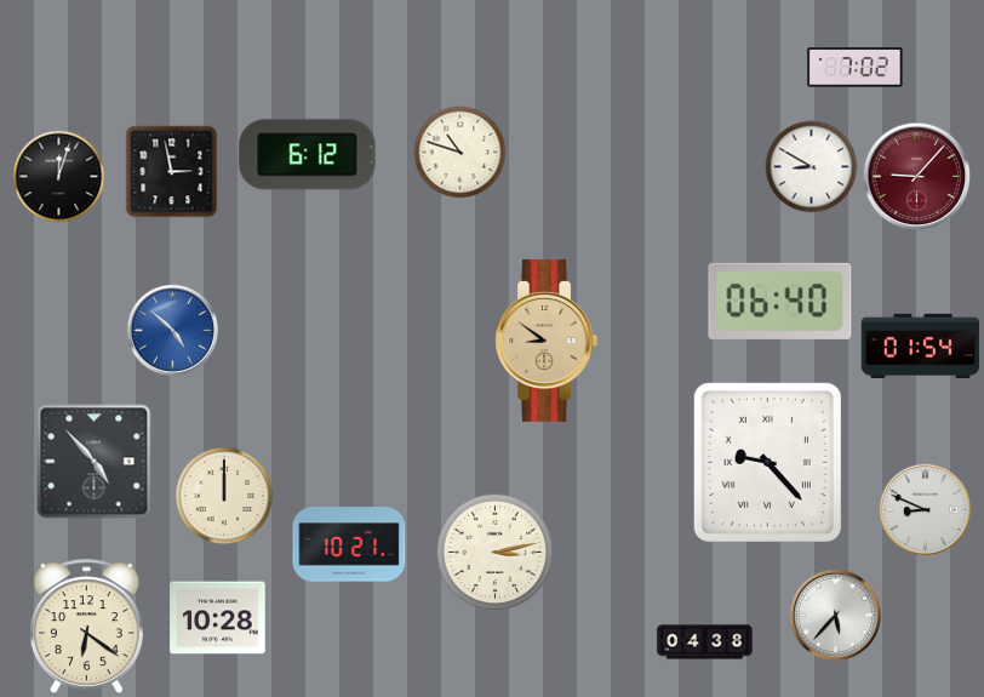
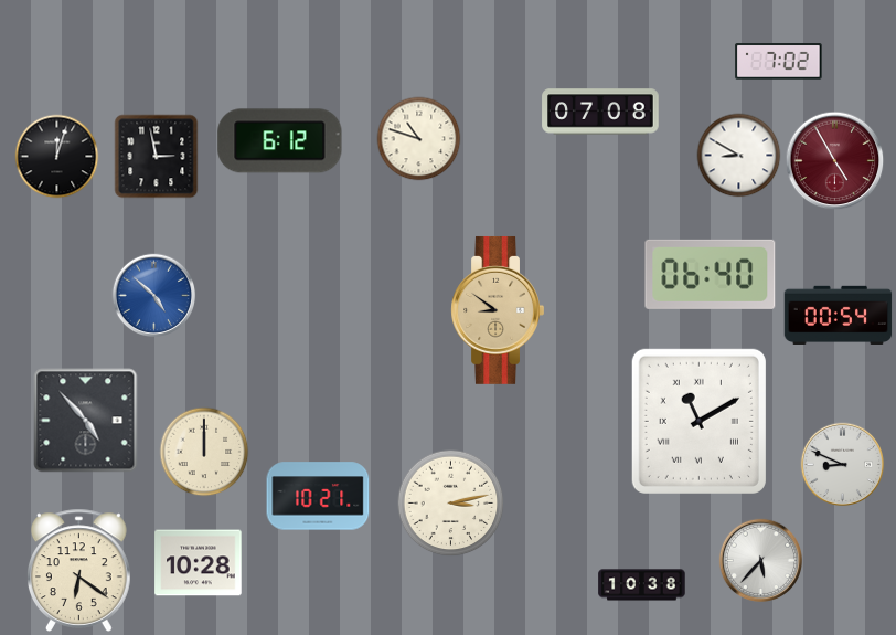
clock at (600, 112): none -> 07:08
clock at (812, 167) position: (812, 167) -> (739, 156)
clock at (59, 177) position: (59, 177) -> (57, 157)
clock at (917, 177): 9:07 -> 4:55
clock at (173, 331) position: (173, 331) -> (154, 296)
clock at (921, 345): 01:54 -> 00:54
clock at (767, 462): 9:23 -> 11:10
clock at (705, 642): 04:38 -> 10:38
